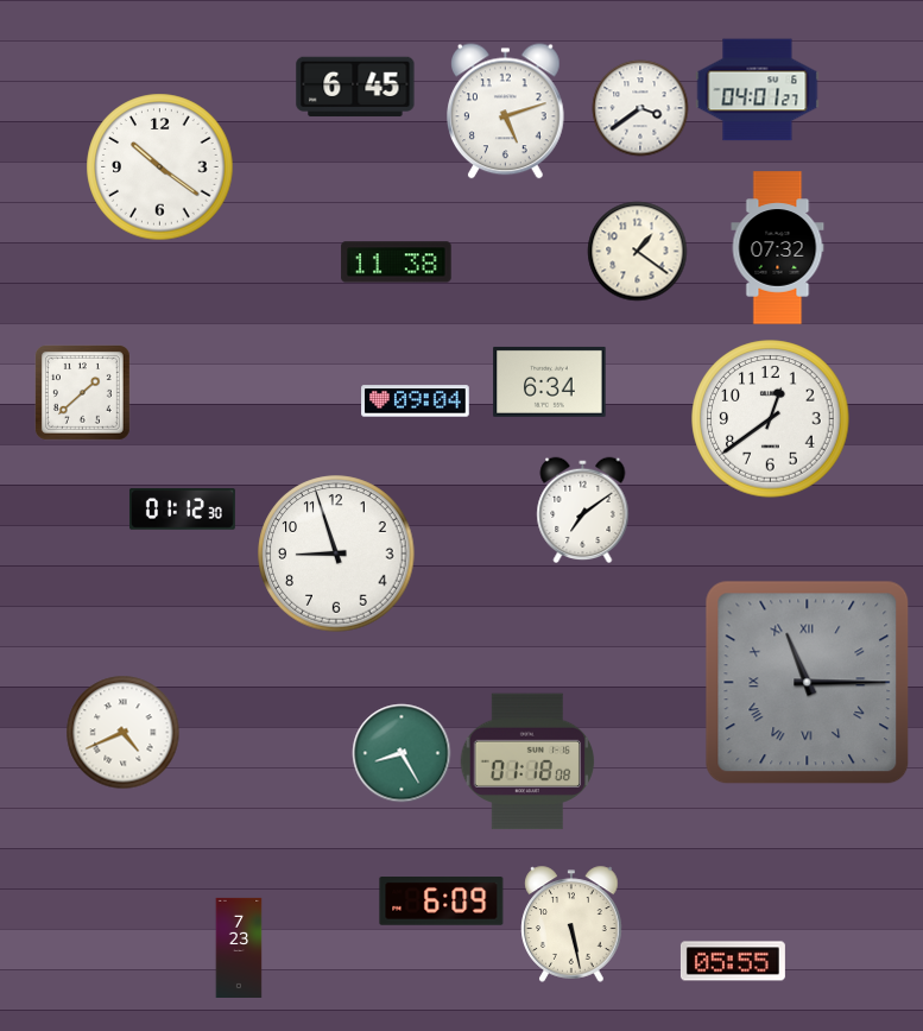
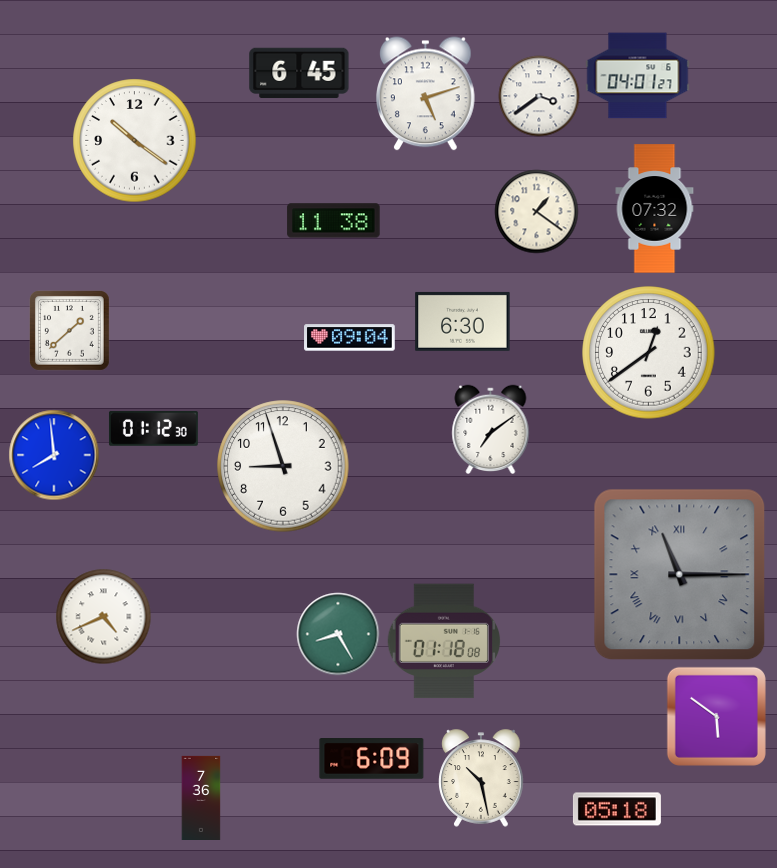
clock at (640, 108) position: (640, 108) -> (539, 96)
clock at (550, 381): 6:34 -> 6:30
clock at (54, 455): none -> 7:59
clock at (716, 716): none -> 5:51
clock at (571, 924): 5:28 -> 10:28
clock at (239, 947): 7:23 -> 7:36
clock at (733, 961): 05:55 -> 05:18
